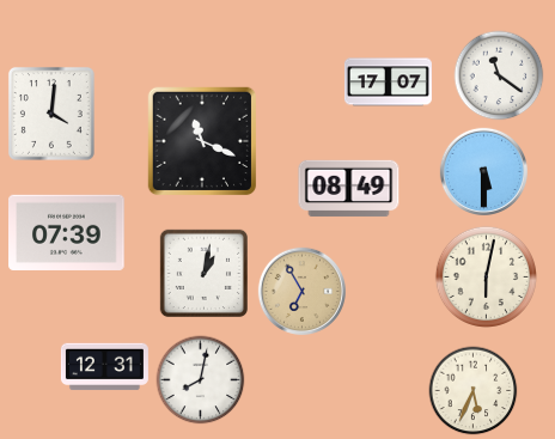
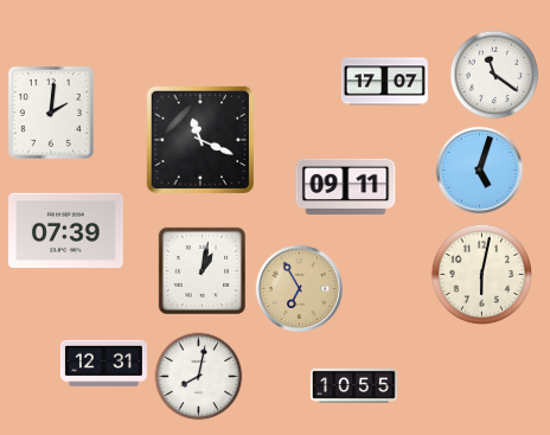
clock at (51, 114): 4:01 -> 2:01
clock at (483, 171): 5:30 -> 5:03
clock at (349, 189): 08:49 -> 09:11
clock at (353, 385): none -> 10:55
clock at (474, 391): 5:34 -> none
